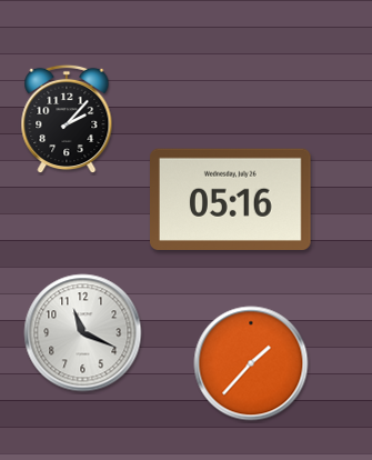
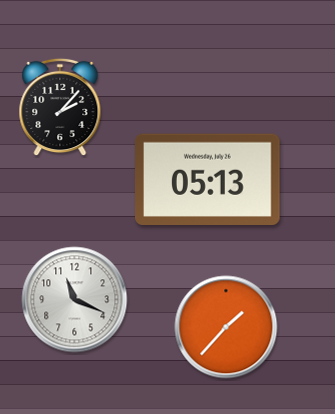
clock at (231, 199): 05:16 -> 05:13
